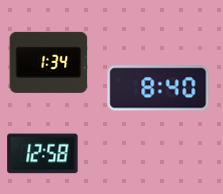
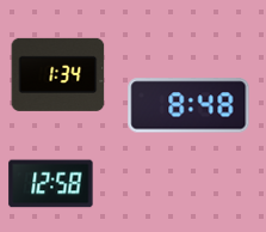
clock at (158, 88): 8:40 -> 8:48
